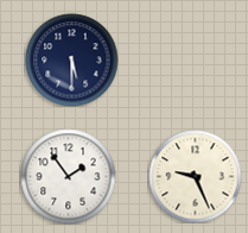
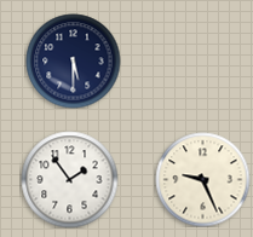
clock at (195, 176) position: (195, 176) -> (202, 179)
